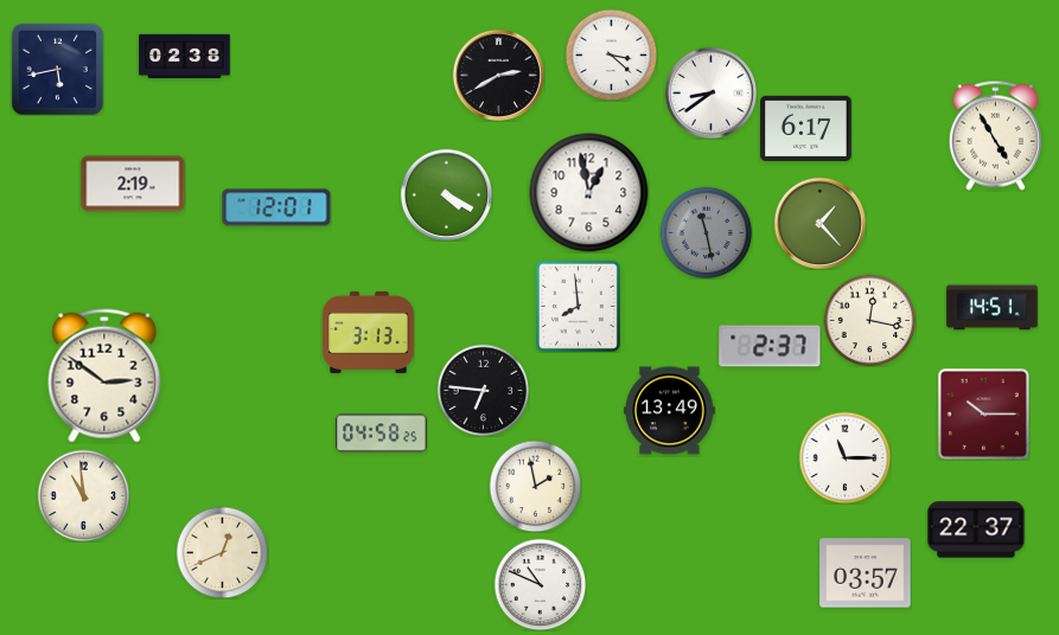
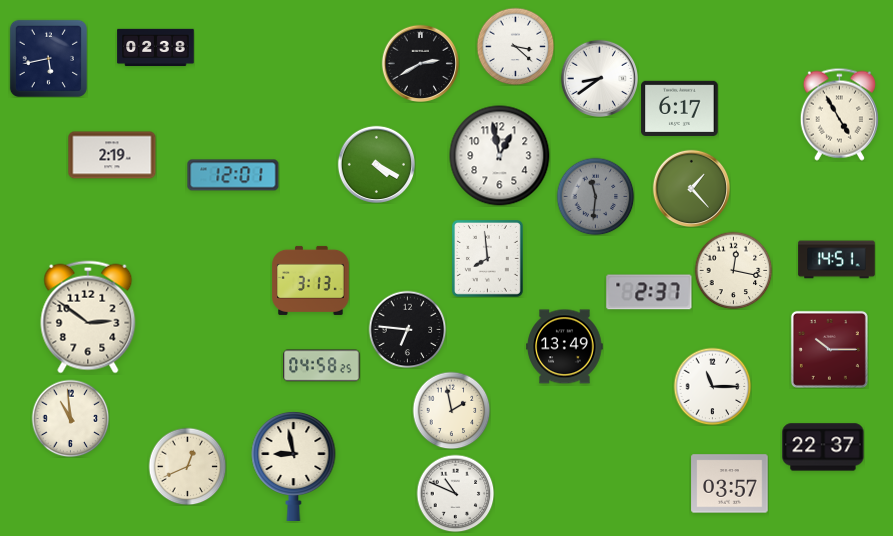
clock at (589, 193) position: (589, 193) -> (500, 156)
clock at (706, 232): 11:28 -> 11:31
clock at (294, 465): none -> 8:58
